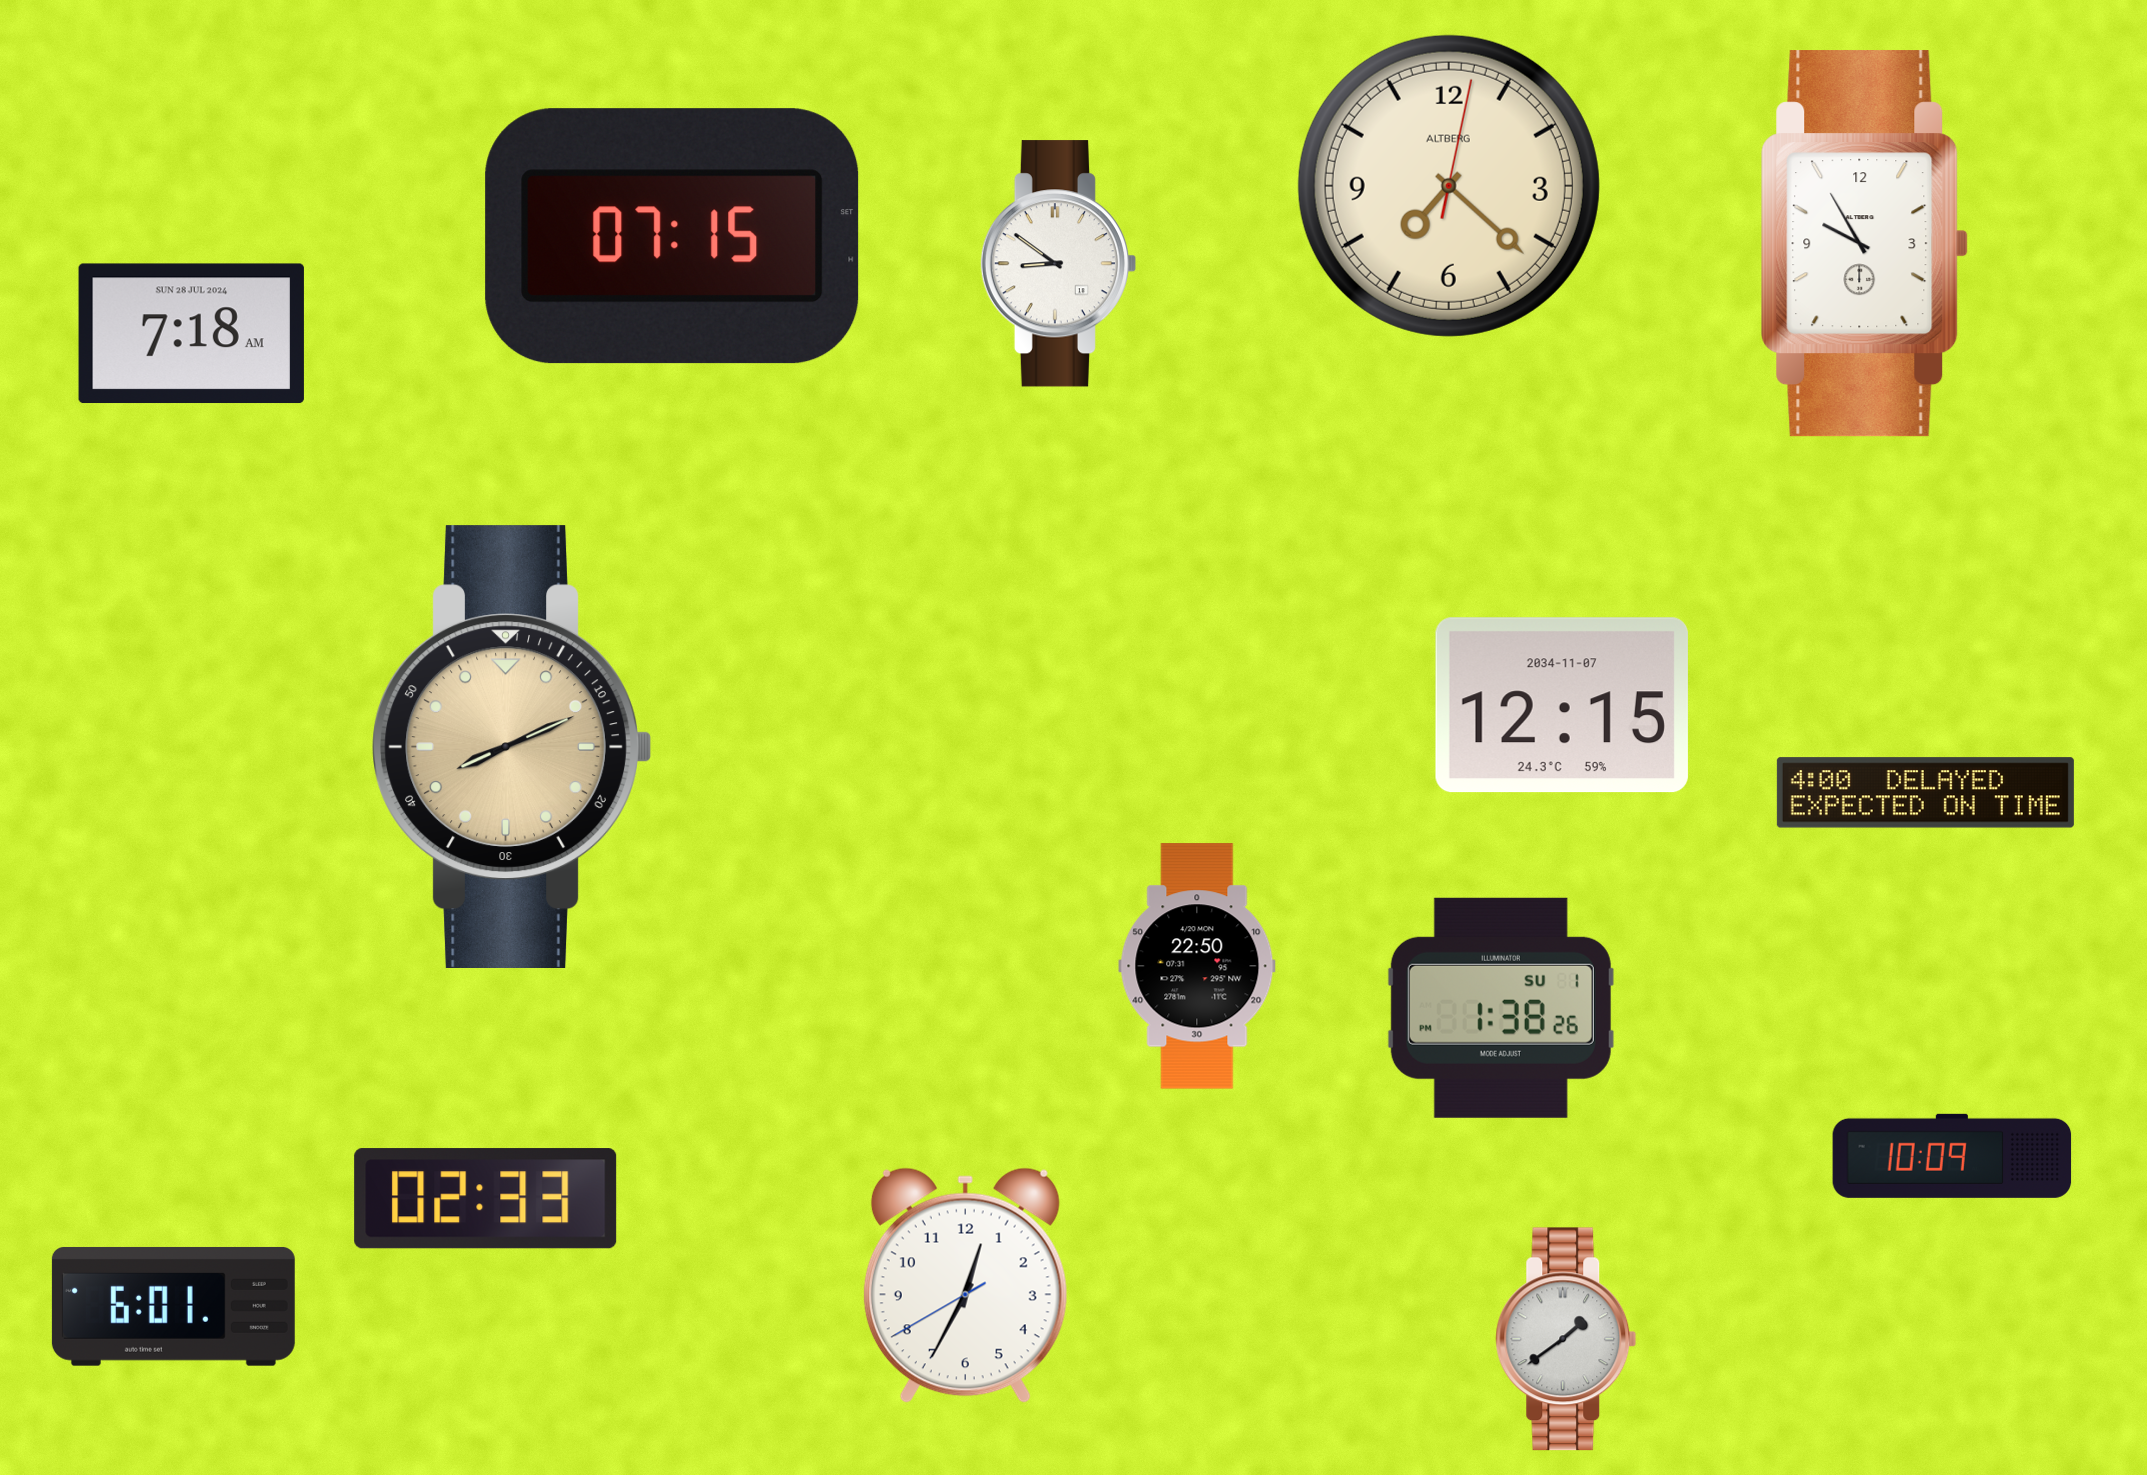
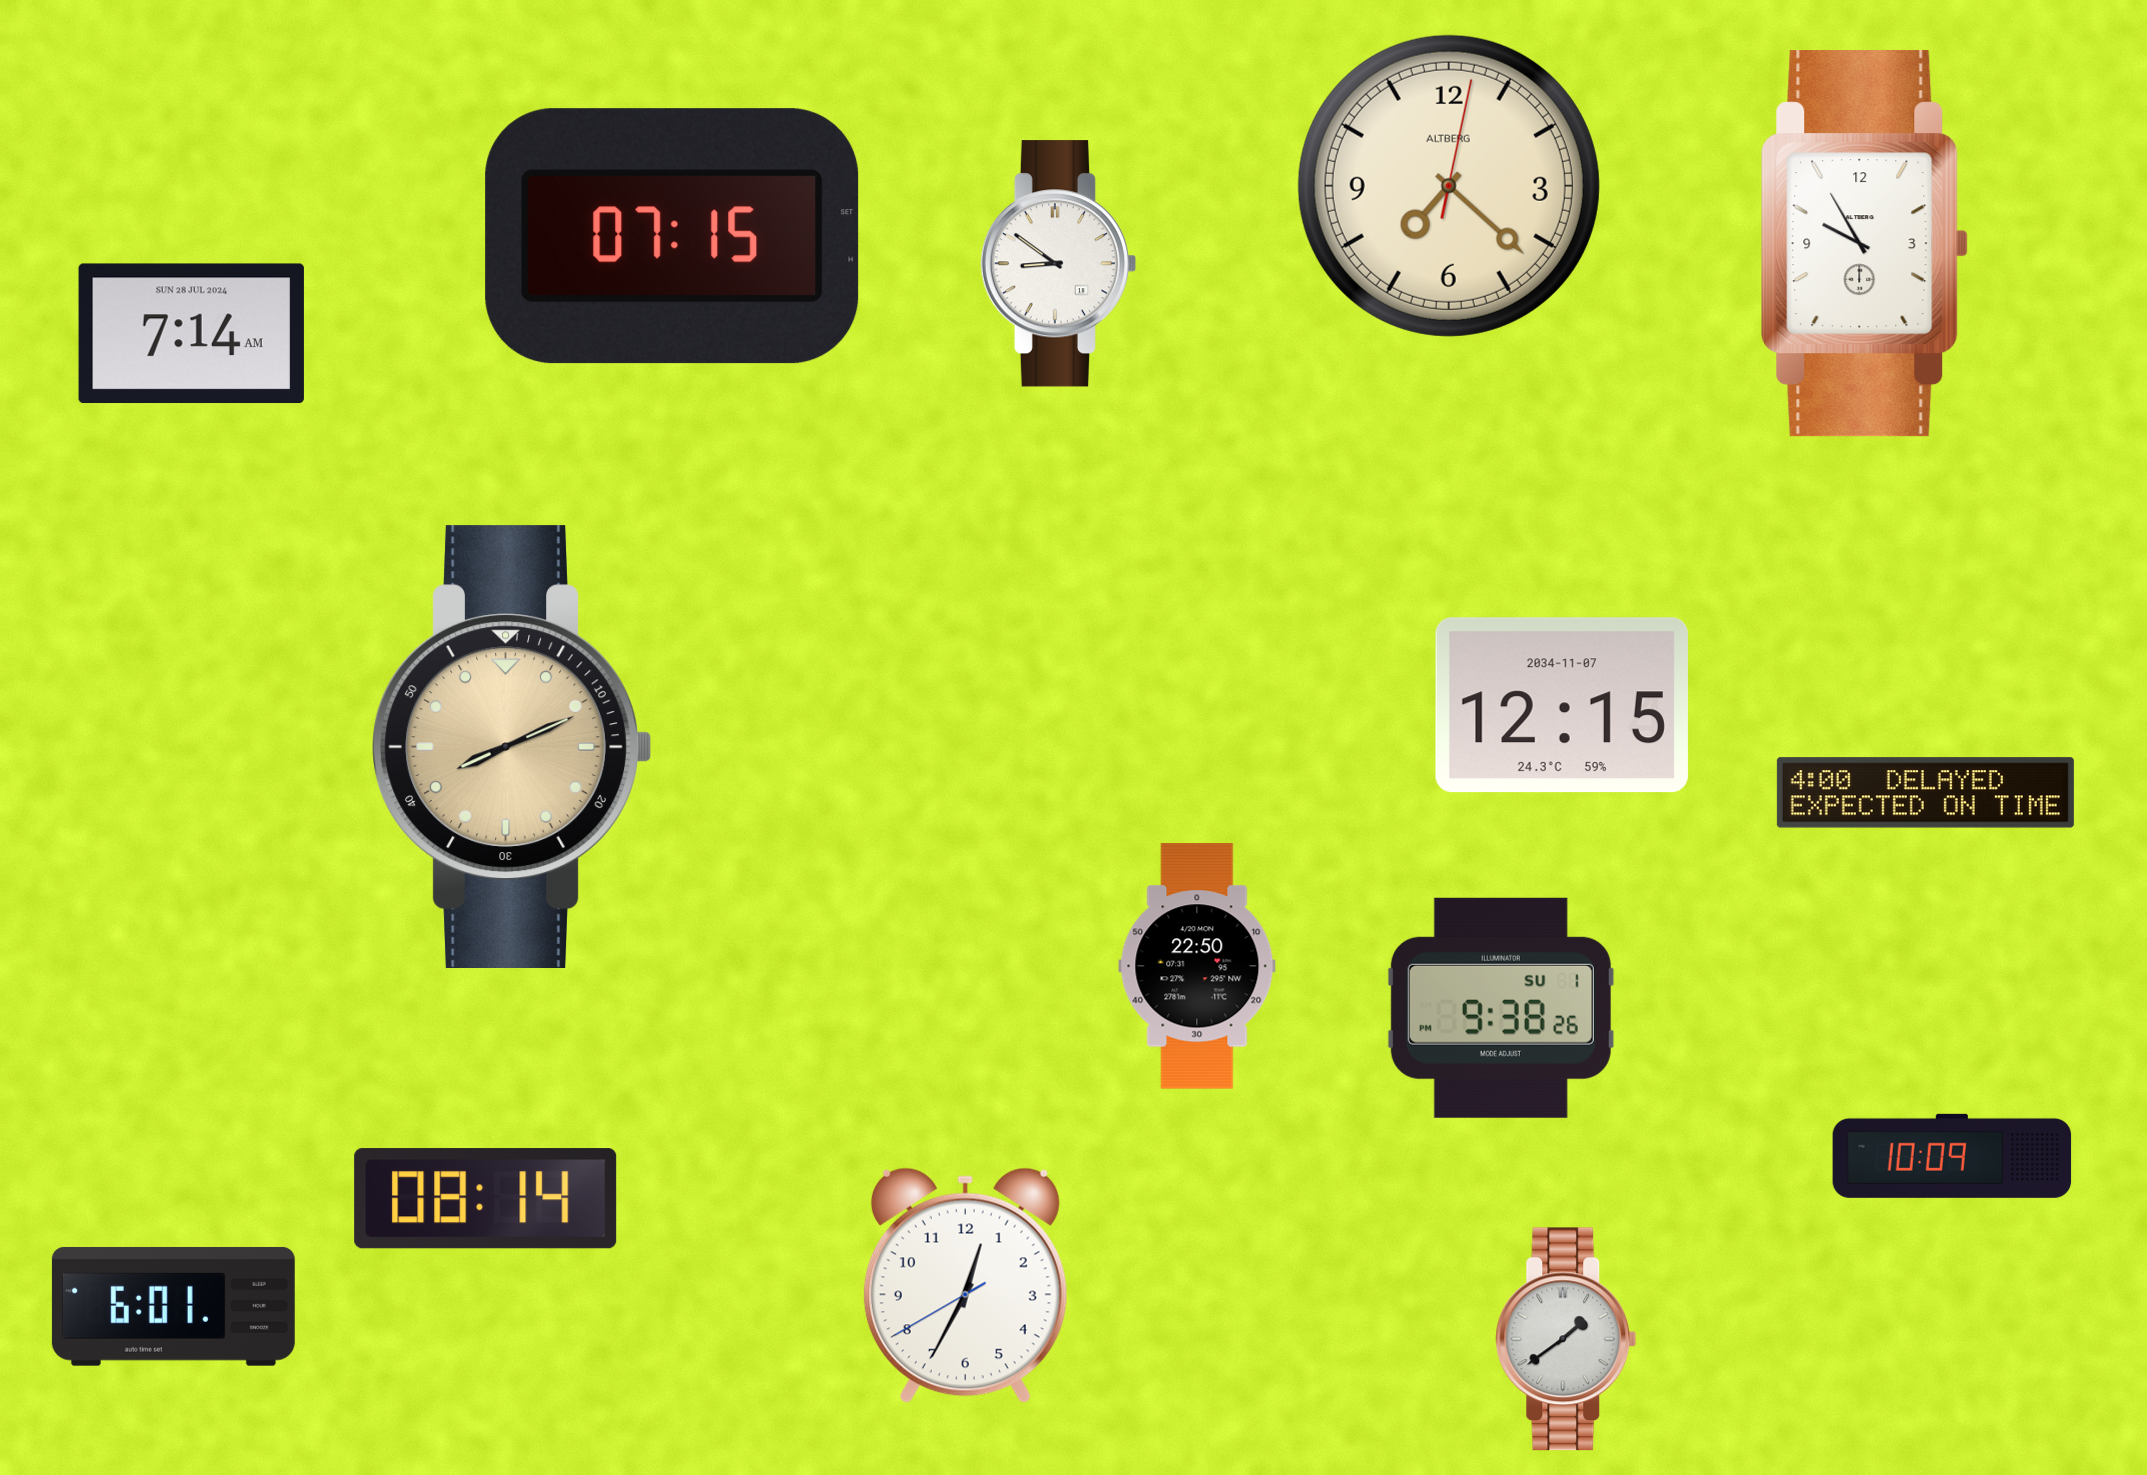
clock at (191, 334): 7:18 -> 7:14
clock at (1501, 1008): 1:38 -> 9:38
clock at (486, 1199): 02:33 -> 08:14
